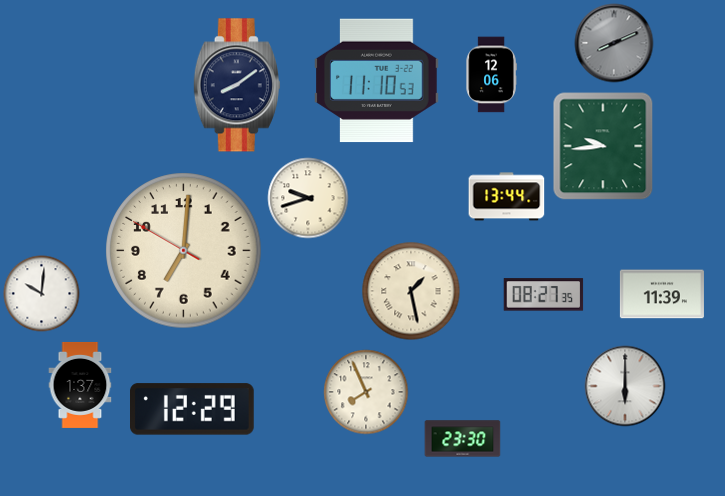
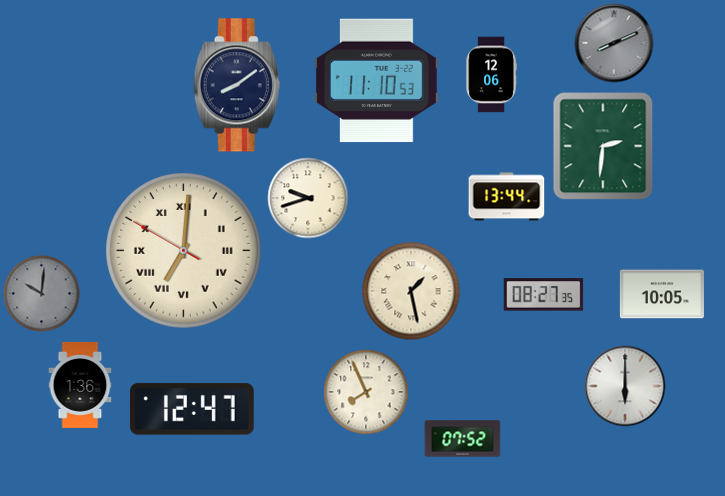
clock at (603, 146): 9:44 -> 2:31
clock at (184, 251) numerals: Arabic -> Roman
clock at (42, 294) dial: white -> grey
clock at (662, 294): 11:39 -> 10:05
clock at (80, 385): 1:37 -> 1:36
clock at (193, 409): 12:29 -> 12:47
clock at (463, 439): 23:30 -> 07:52
